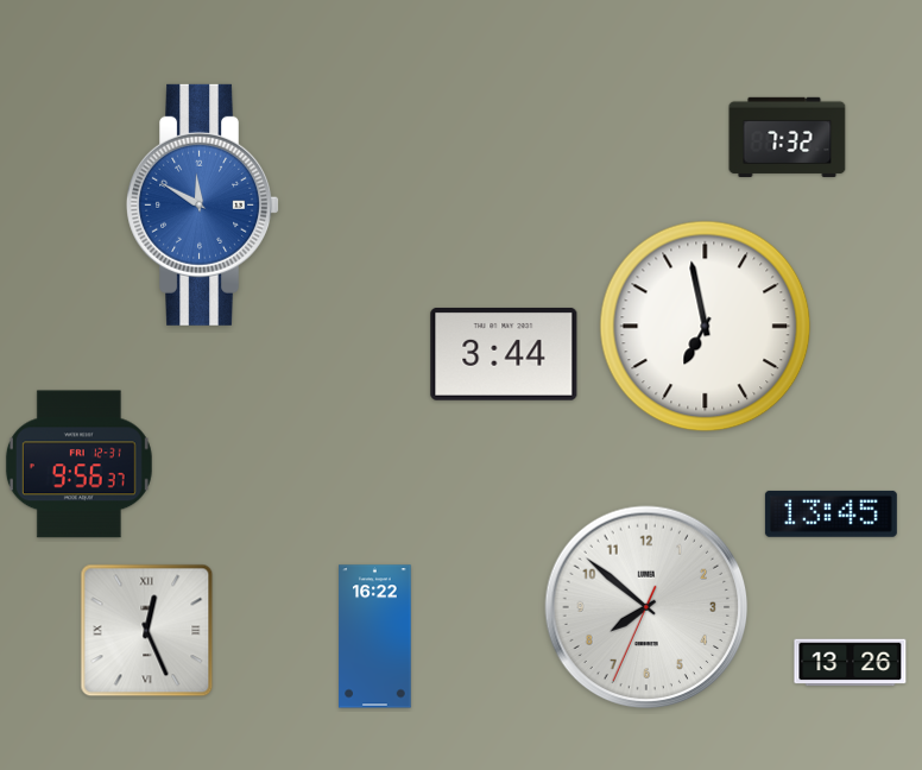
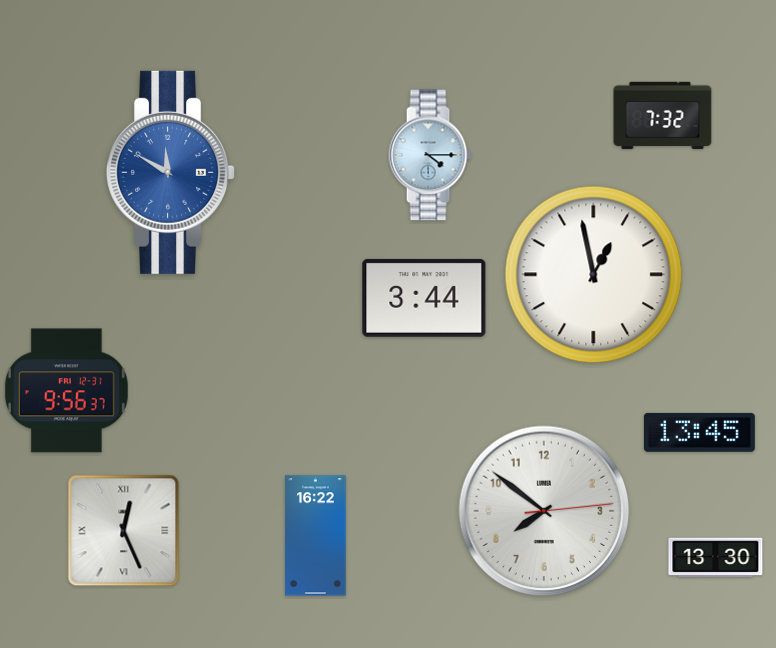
clock at (430, 155): none -> 4:15
clock at (706, 327): 6:58 -> 12:58
clock at (646, 607): 7:51:34 -> 7:51:14
clock at (851, 663): 13:26 -> 13:30
